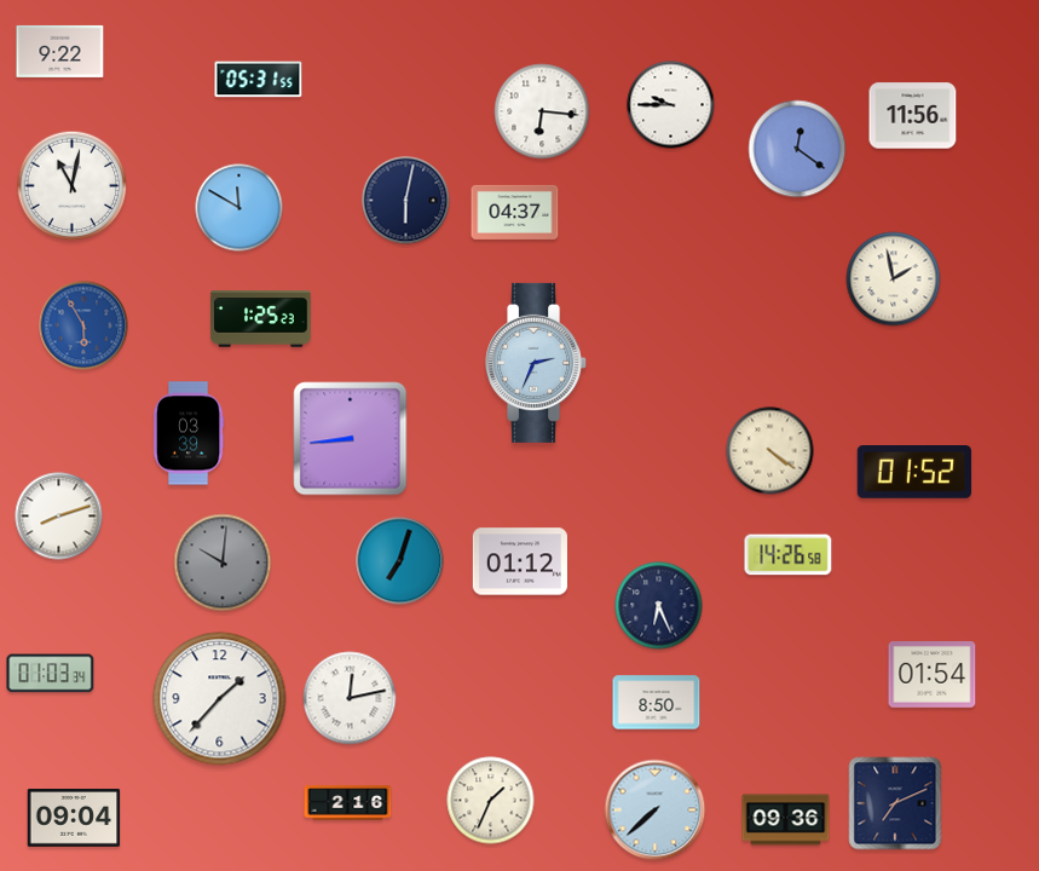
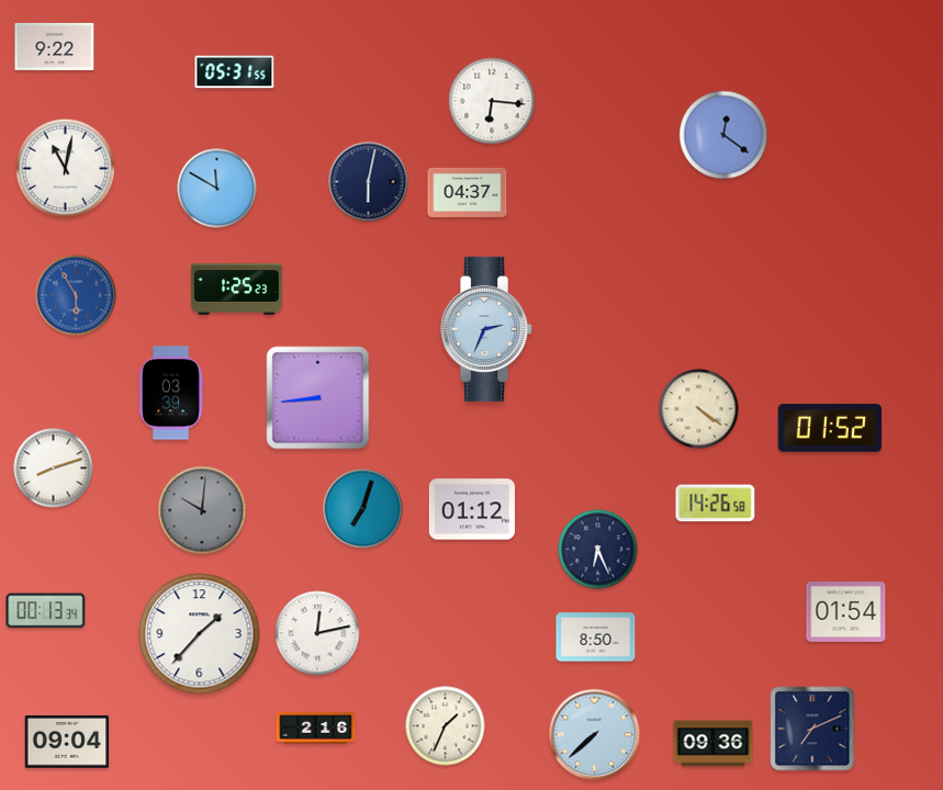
clock at (671, 105): 9:45 -> none
clock at (913, 116): 11:56 -> none
clock at (894, 279): 1:58 -> none
clock at (51, 674): 01:03 -> 00:13
